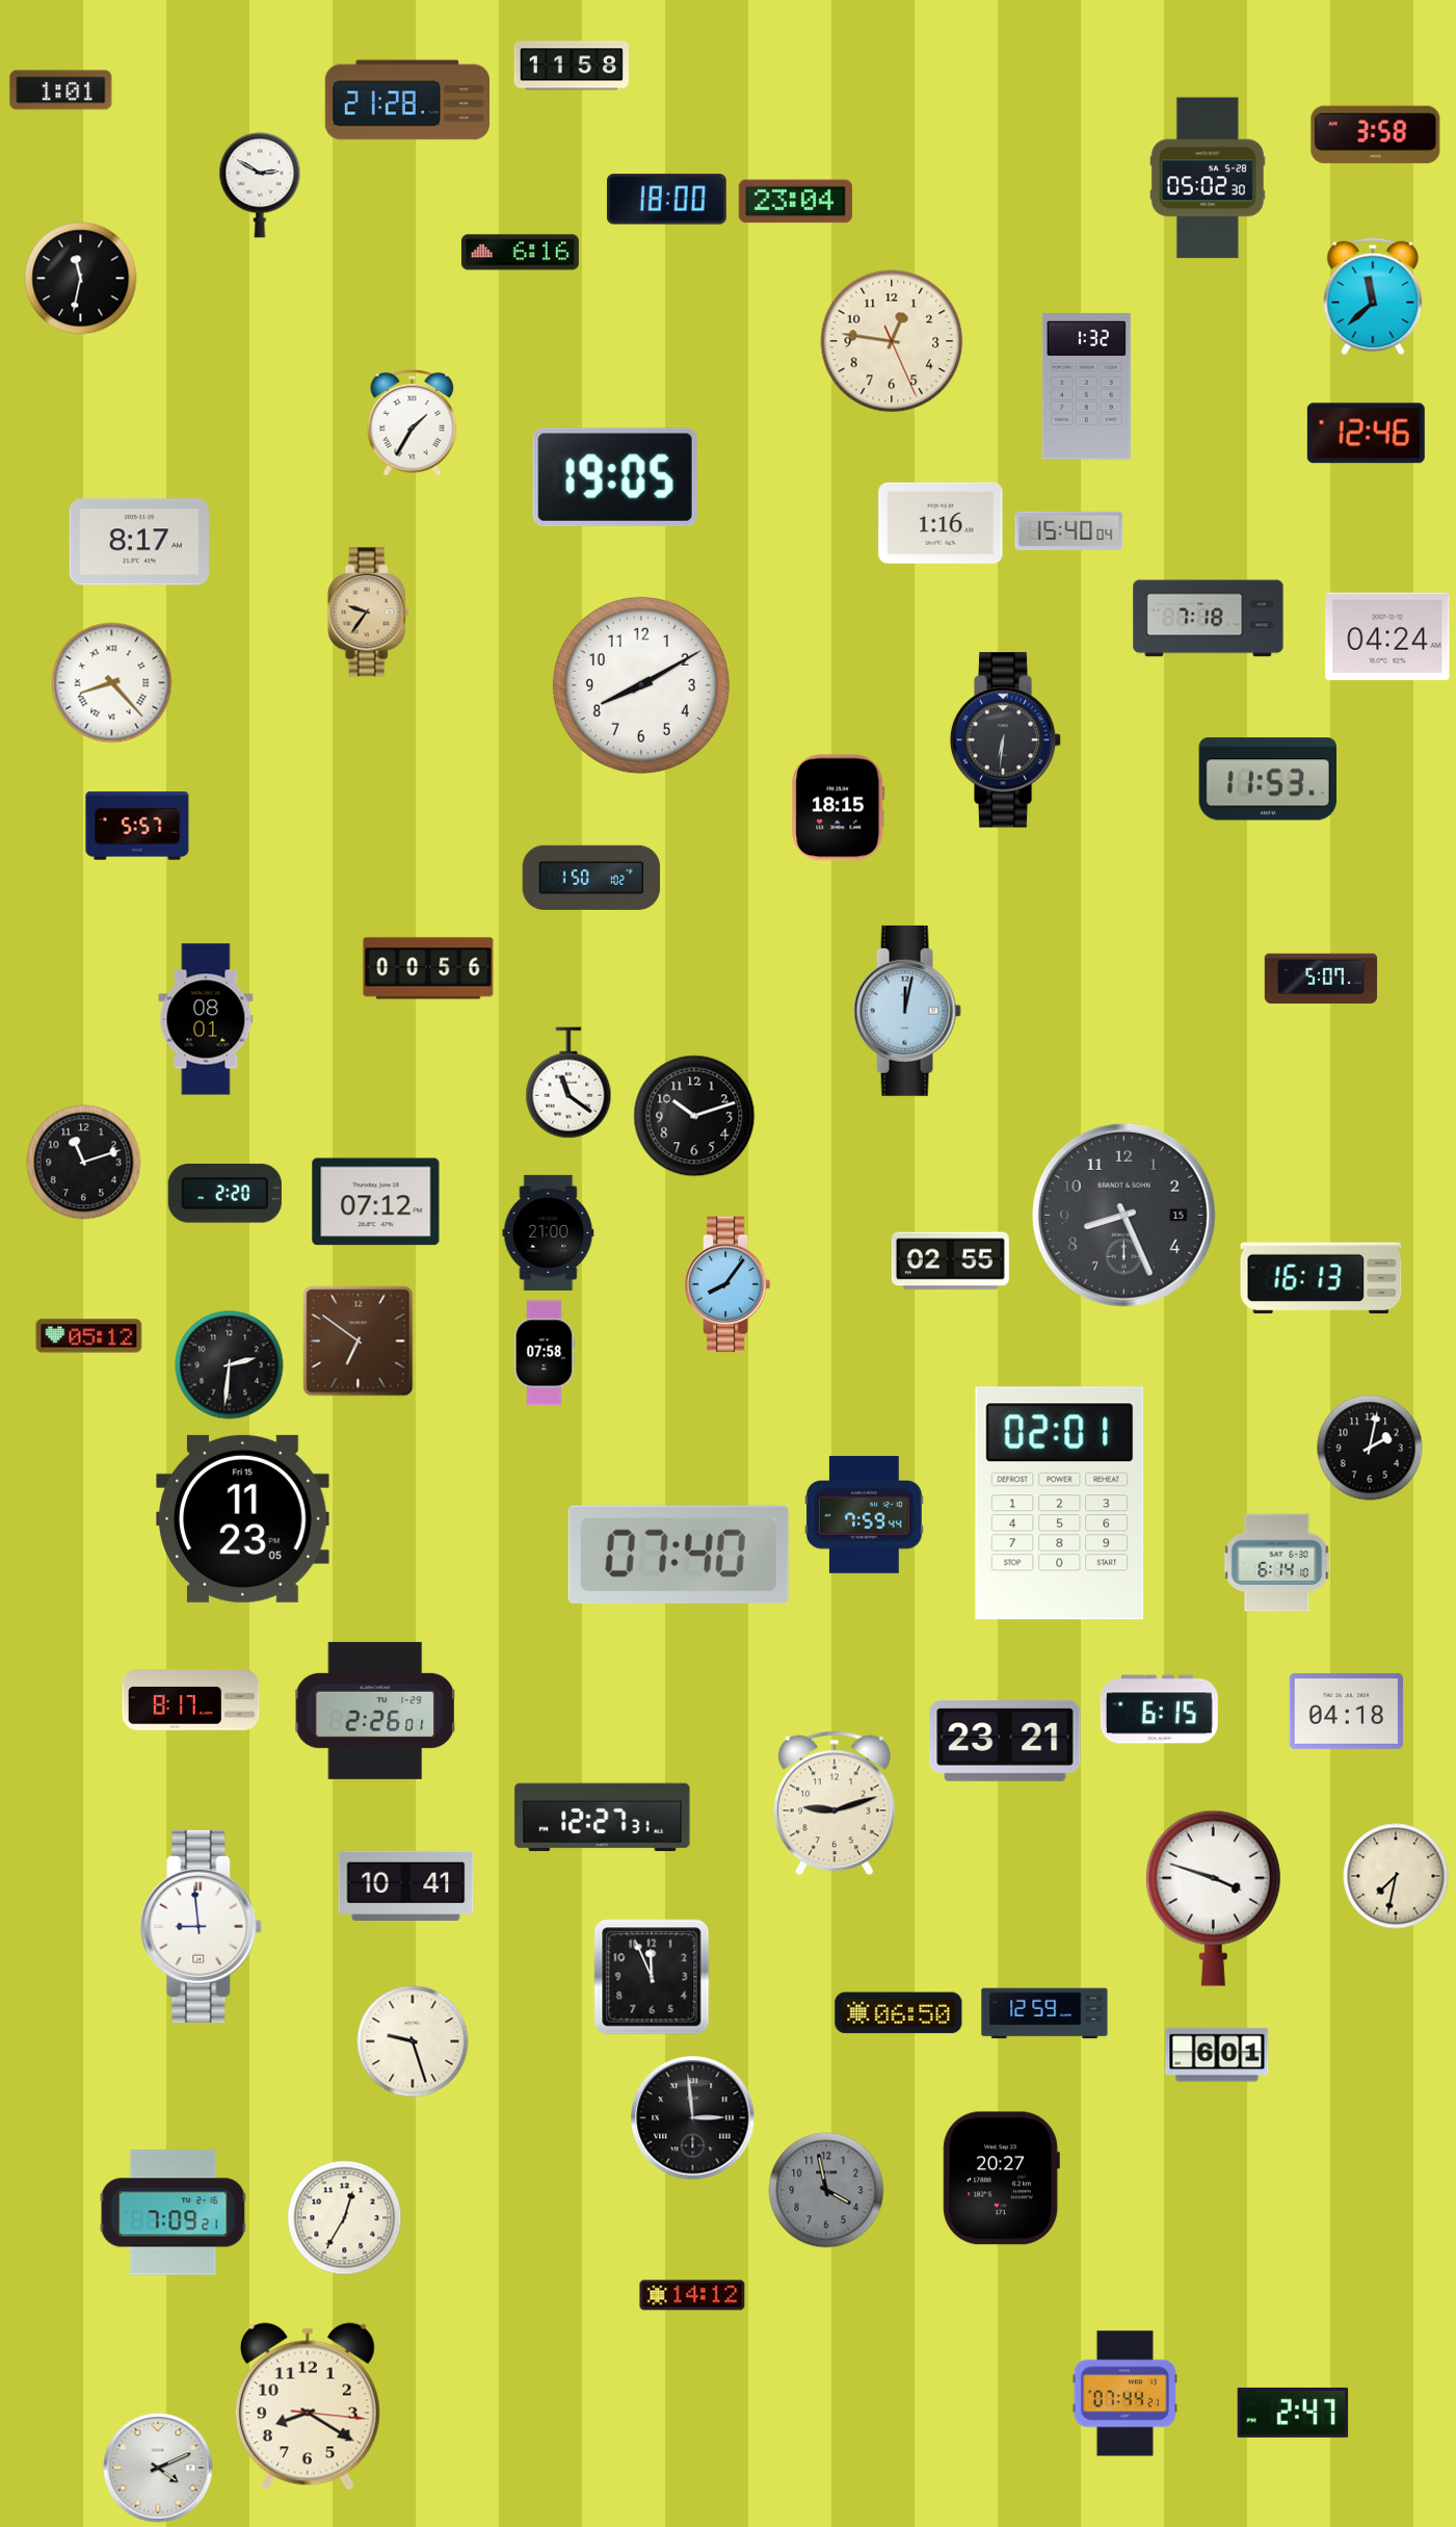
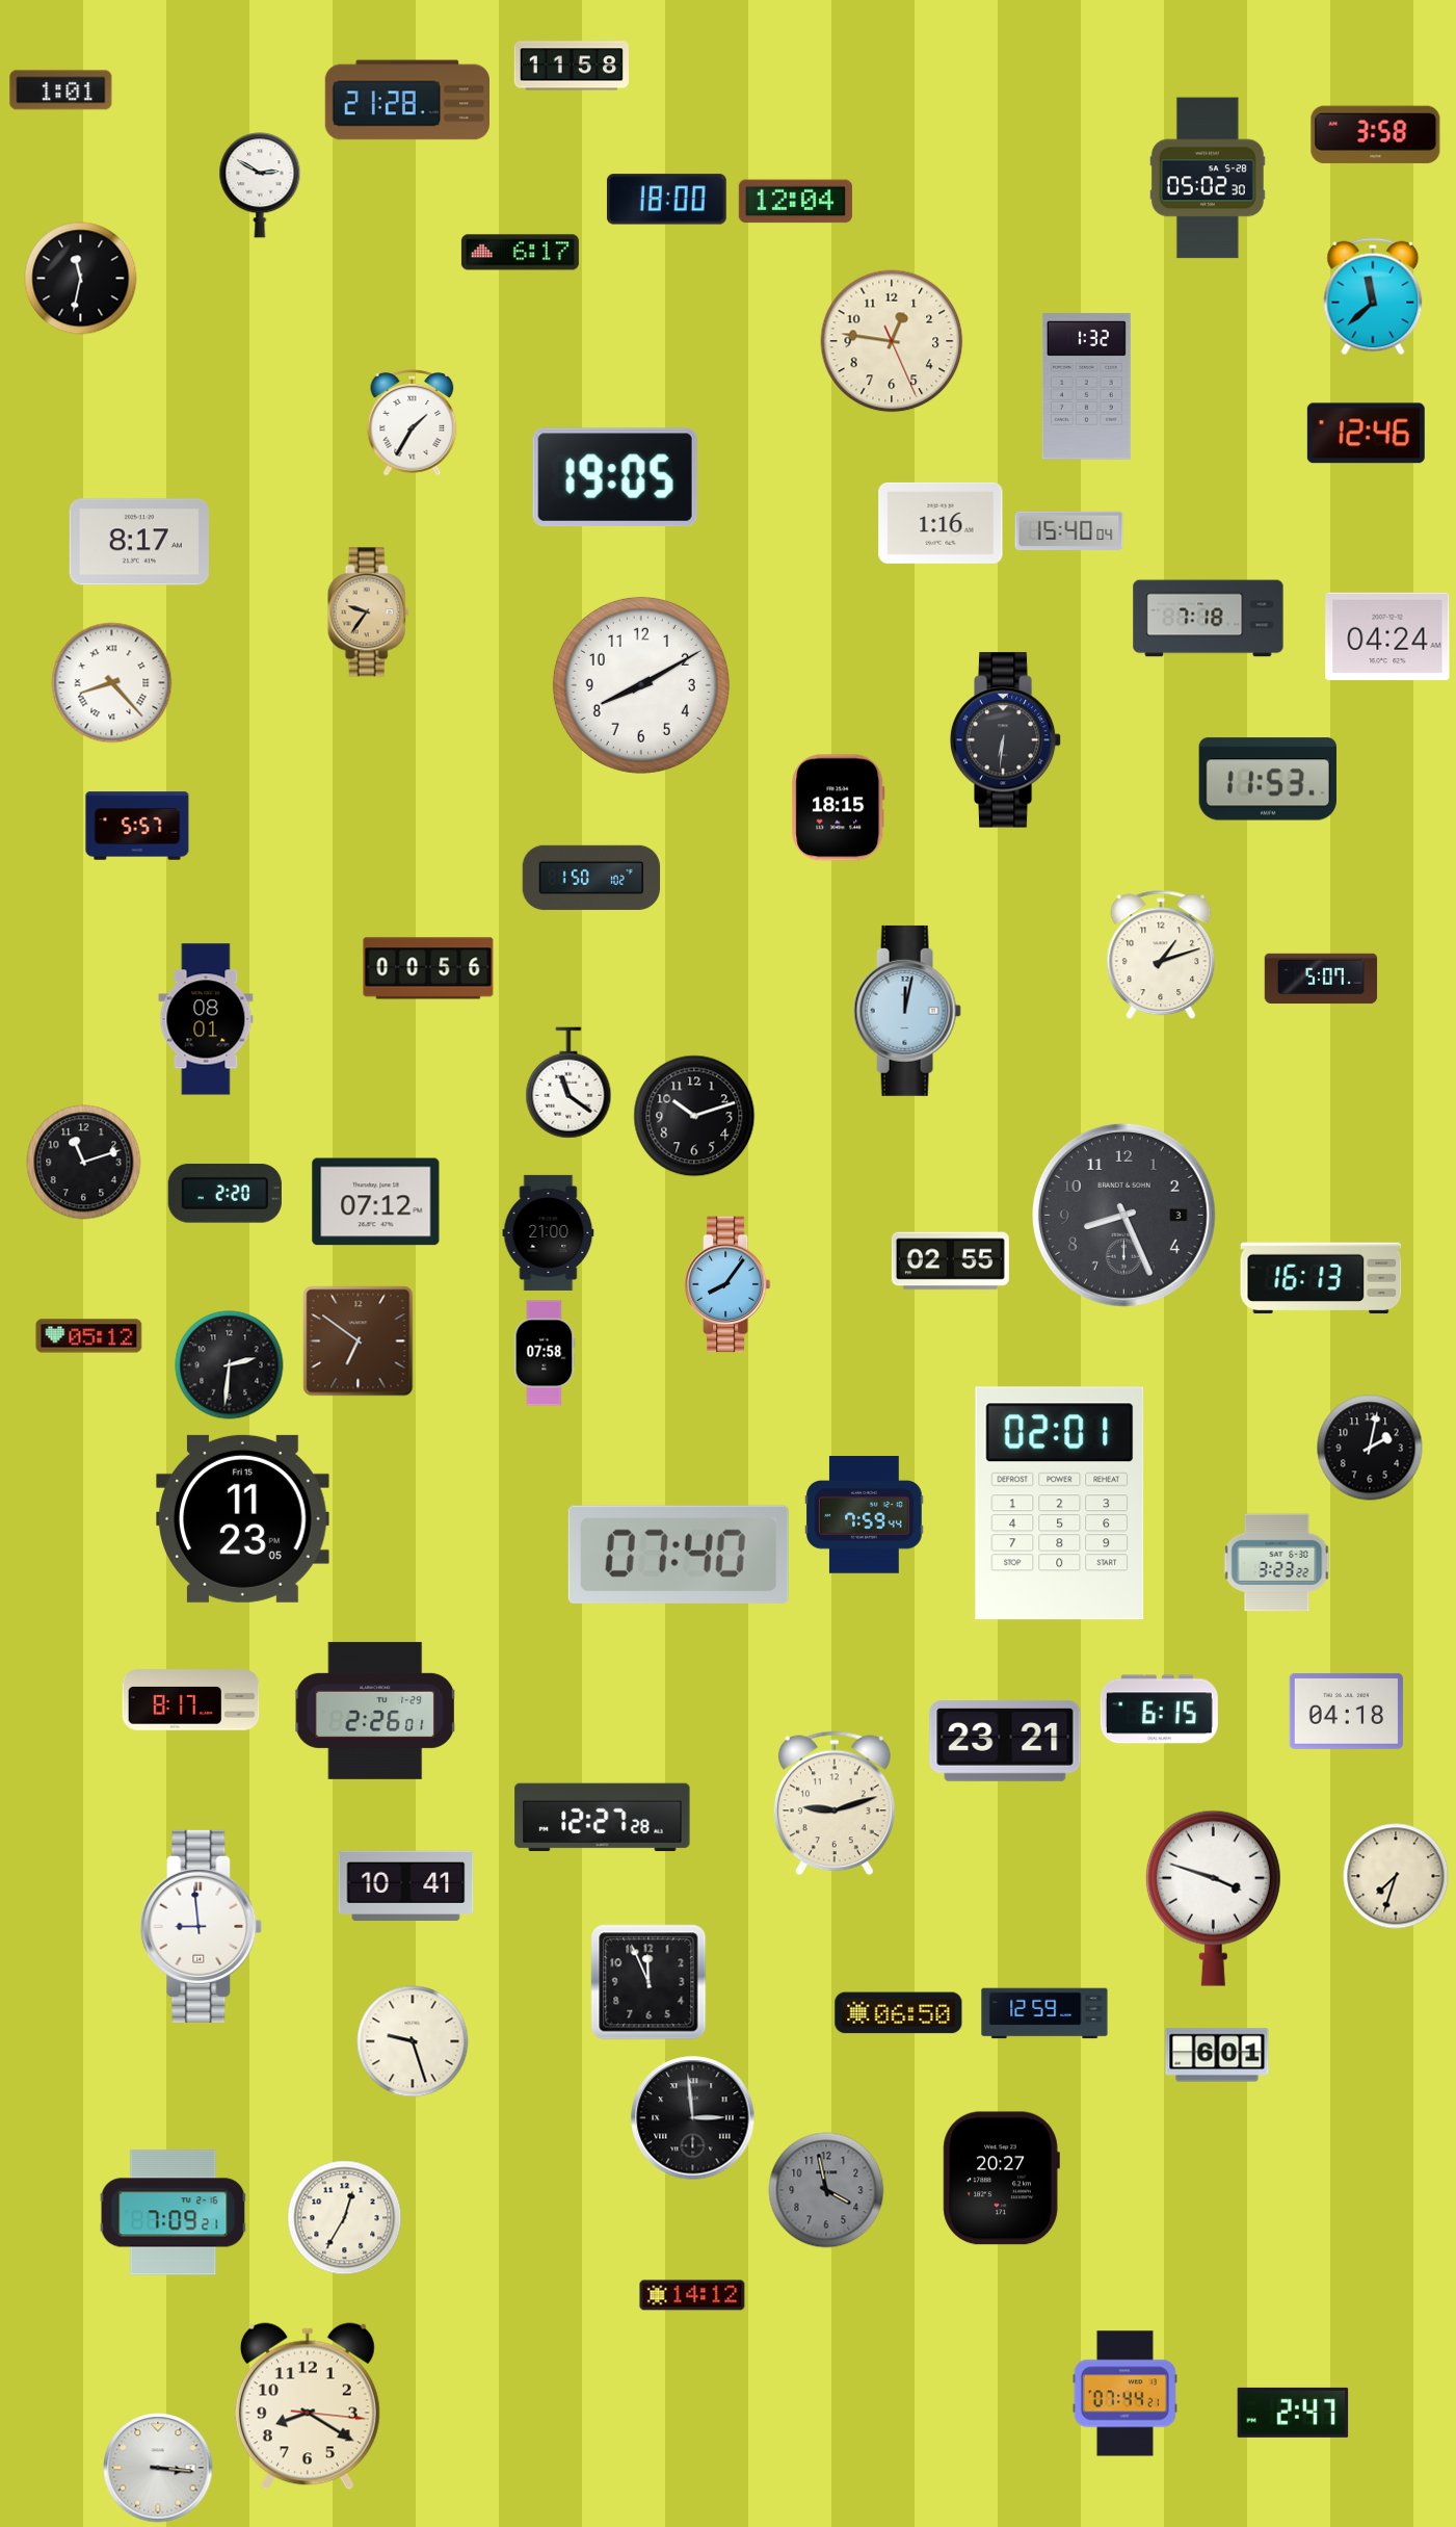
clock at (795, 202): 23:04 -> 12:04
clock at (520, 253): 6:16 -> 6:17
clock at (1161, 955): none -> 1:12
clock at (1123, 1215) date: 15 -> 3
clock at (1277, 1563): 6:14 -> 3:23
clock at (603, 1818): 12:27:31 -> 12:27:28
clock at (1396, 1876): 7:32 -> 7:33
clock at (652, 1977) position: (652, 1977) -> (648, 1982)
clock at (158, 2468): 4:11 -> 3:16
